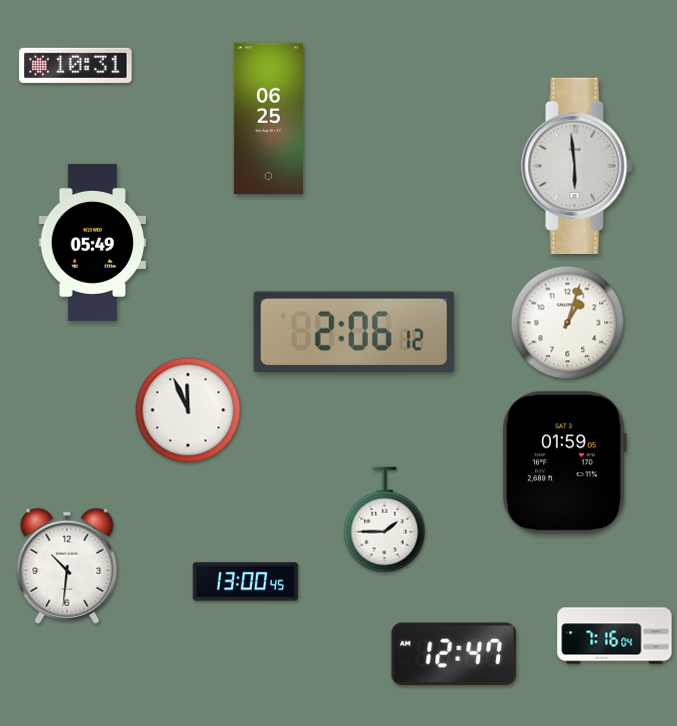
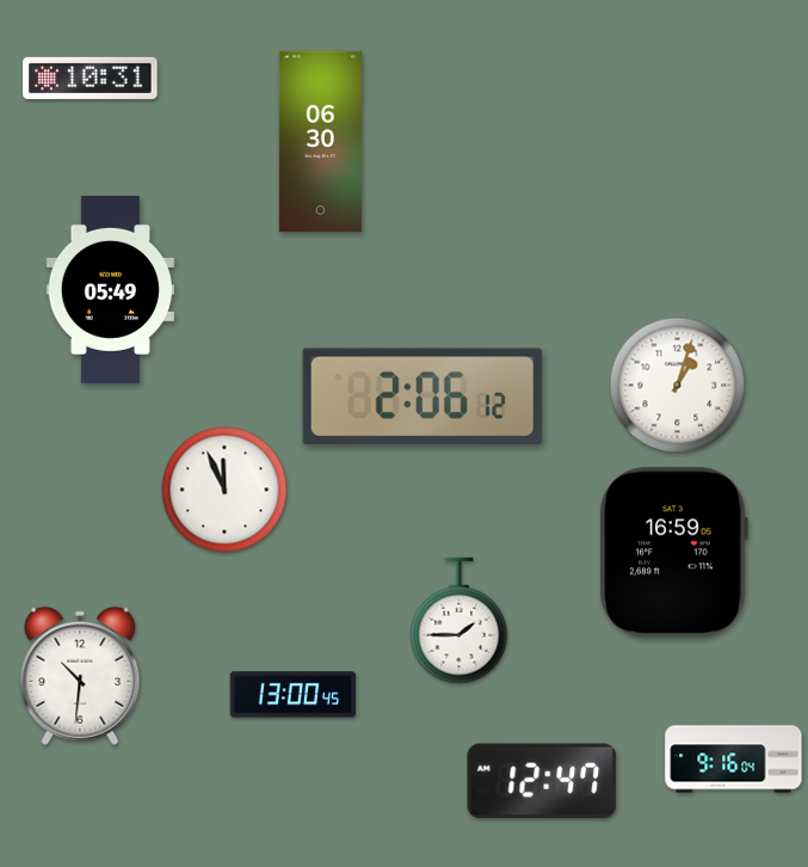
clock at (268, 119): 06:25 -> 06:30
clock at (577, 166): 5:59 -> none
clock at (564, 463): 01:59 -> 16:59
clock at (615, 636): 7:16 -> 9:16
